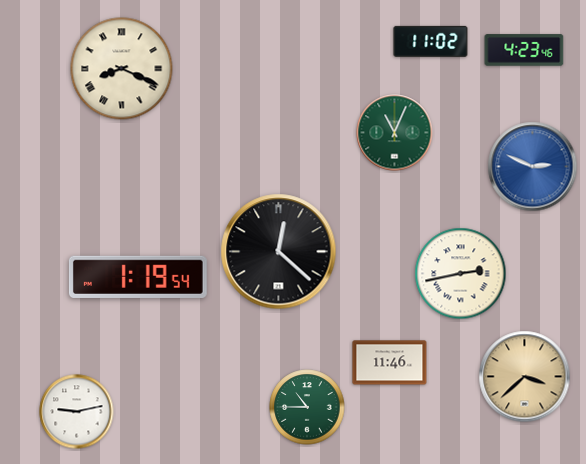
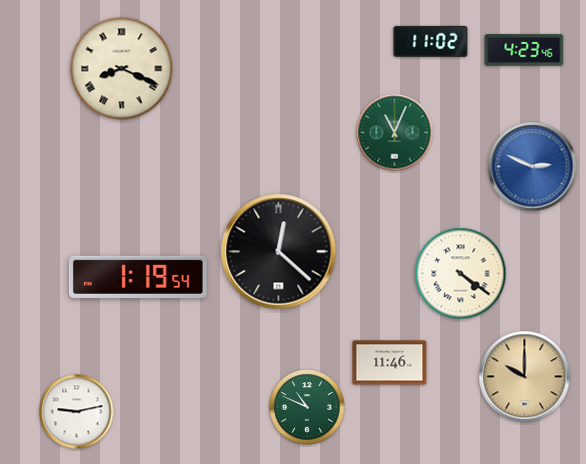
clock at (461, 274): 2:43 -> 4:21
clock at (525, 377): 3:38 -> 10:00
clock at (307, 407): 10:45 -> 10:49
